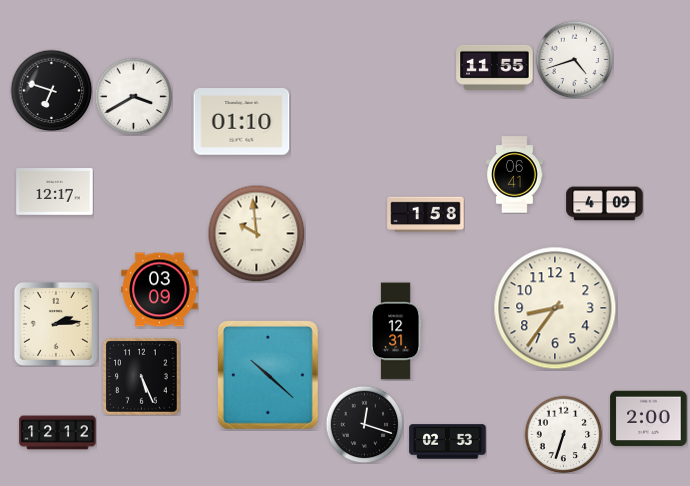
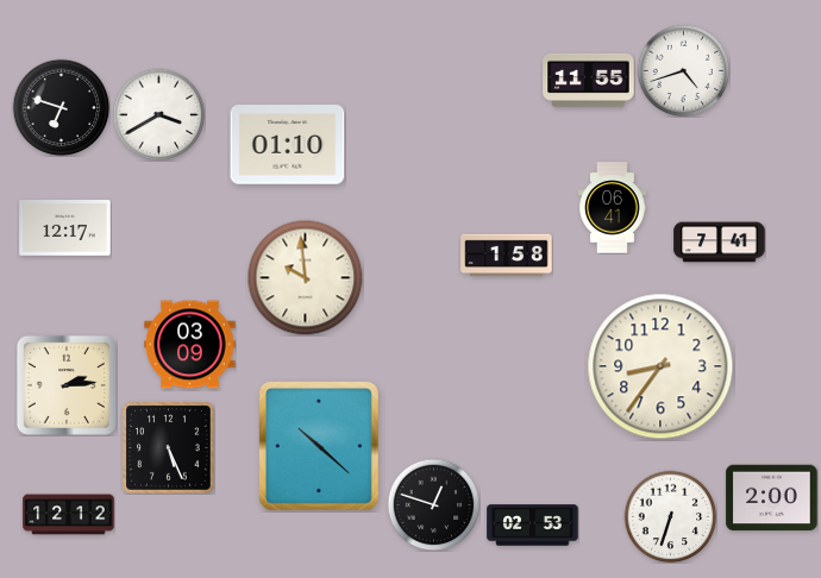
clock at (605, 204): 4:09 -> 7:41
clock at (396, 331): 12:31 -> none
clock at (364, 424): 12:18 -> 12:48
